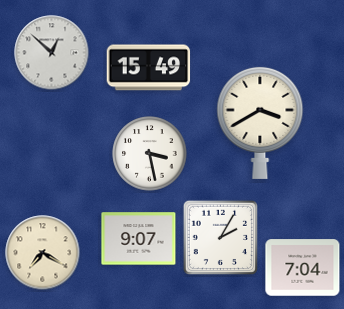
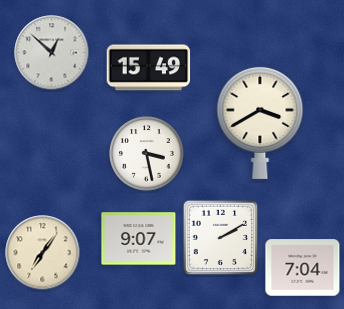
clock at (150, 154) position: (150, 154) -> (147, 154)
clock at (220, 237): 2:05 -> 2:10
clock at (43, 253): 7:20 -> 7:06
